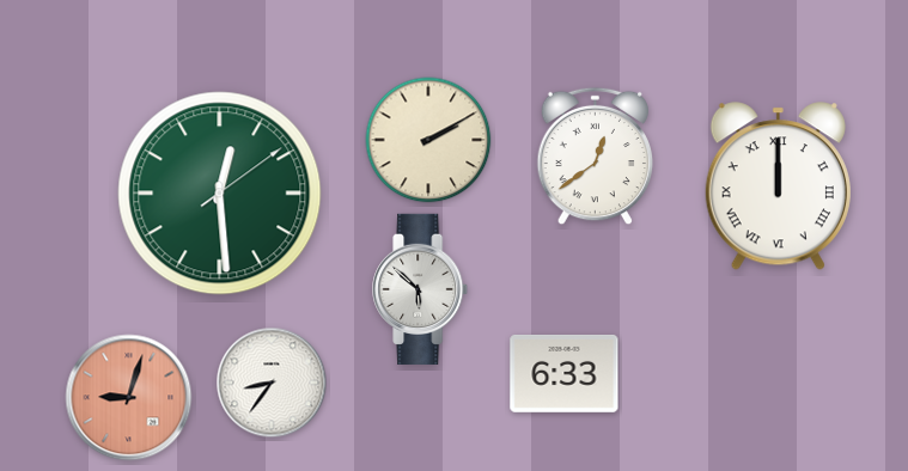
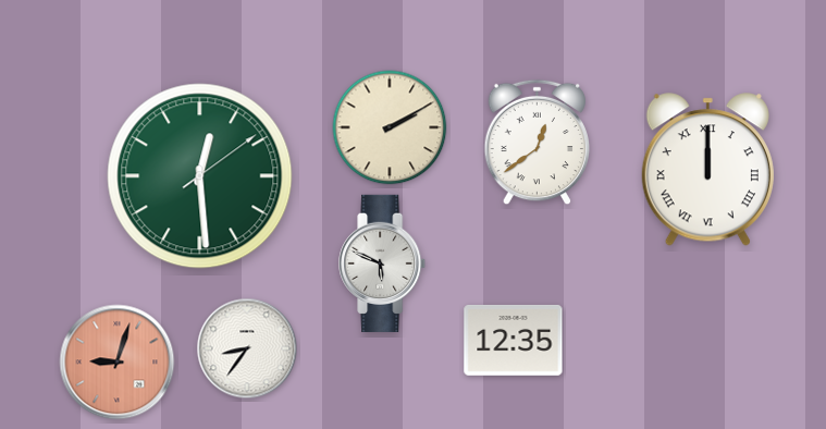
clock at (596, 157) position: (596, 157) -> (538, 143)
clock at (421, 289): 5:52 -> 5:49
clock at (565, 373): 6:33 -> 12:35
